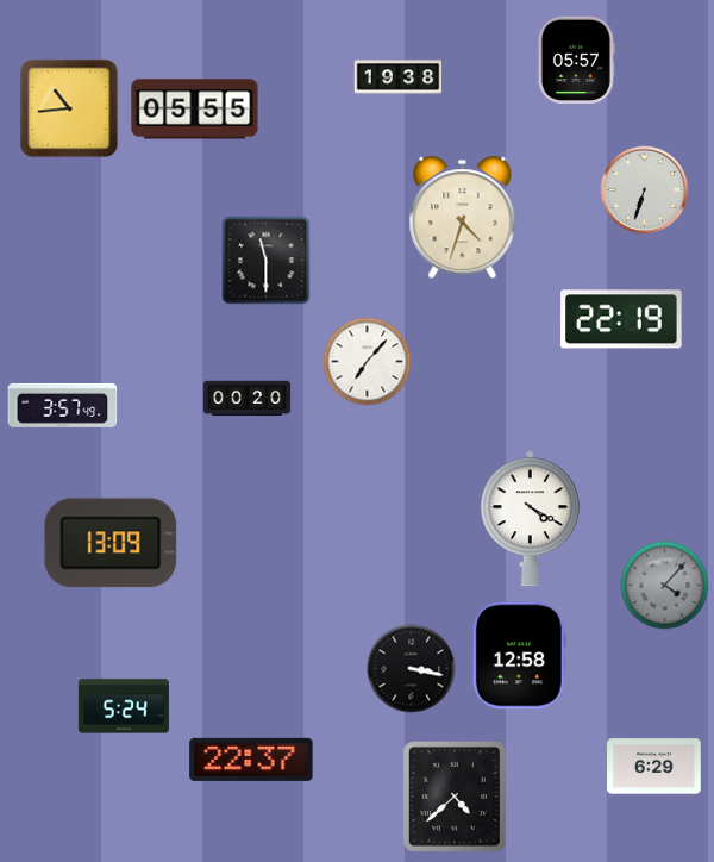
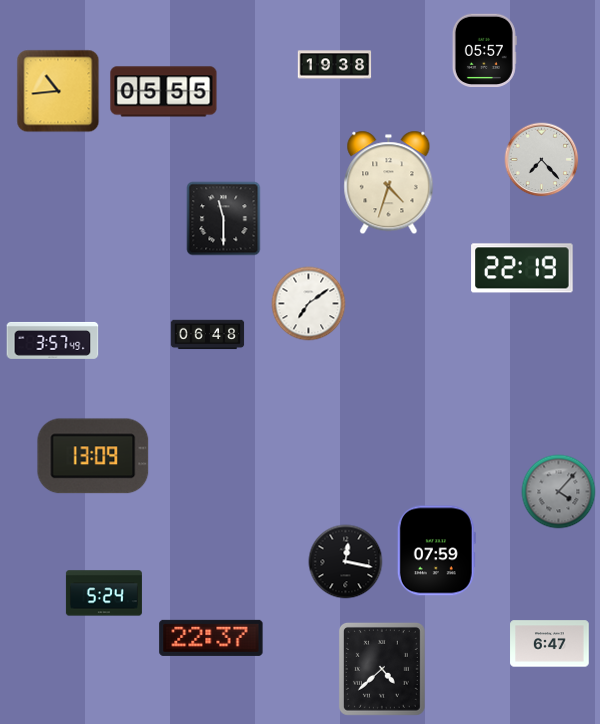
clock at (645, 190): 6:33 -> 7:23
clock at (368, 362): 7:07 -> 7:09
clock at (248, 399): 00:20 -> 06:48
clock at (530, 519): 4:20 -> none
clock at (519, 656): 12:58 -> 07:59
clock at (412, 669): 3:17 -> 12:17
clock at (654, 767): 6:29 -> 6:47
